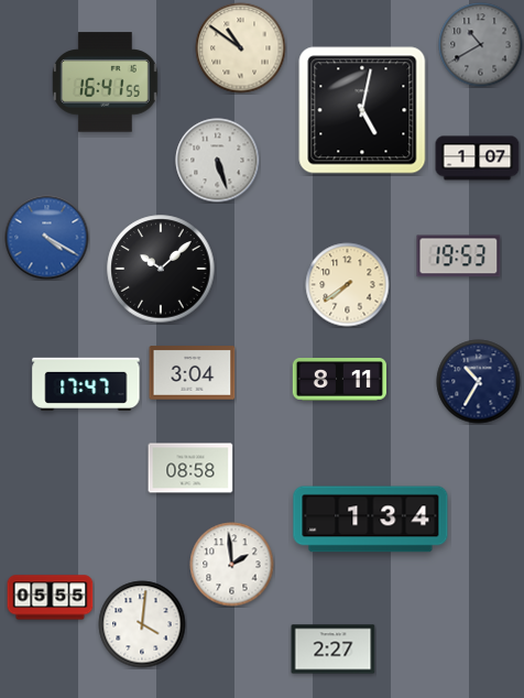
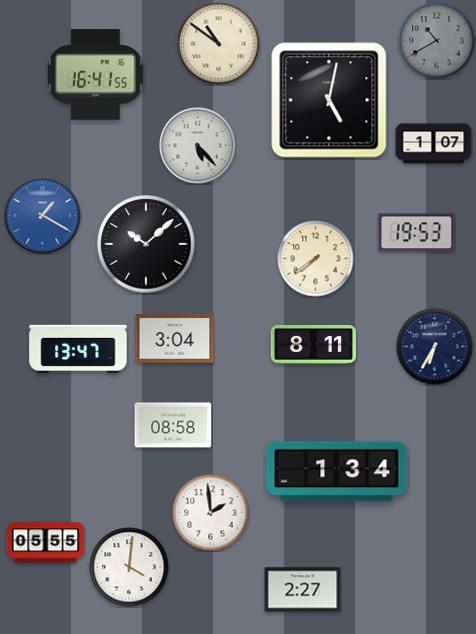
clock at (218, 161): 5:27 -> 5:23
clock at (47, 238): 4:20 -> 1:20
clock at (339, 380) position: (339, 380) -> (313, 345)
clock at (479, 382): 10:35 -> 6:35
clock at (86, 384): 17:47 -> 13:47
